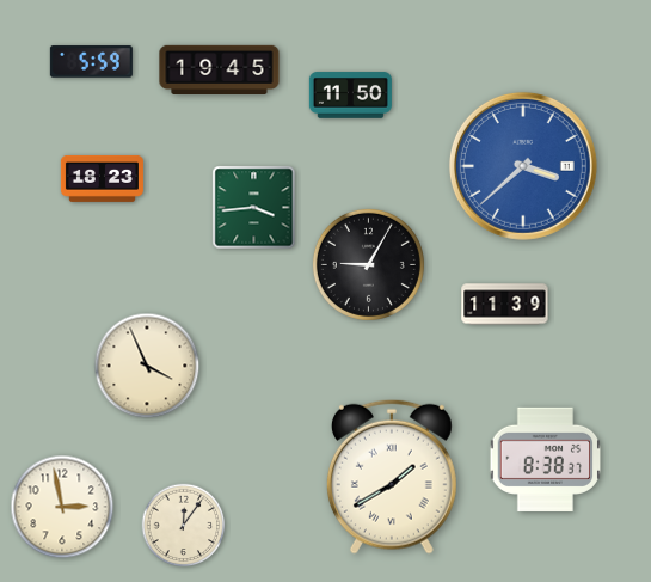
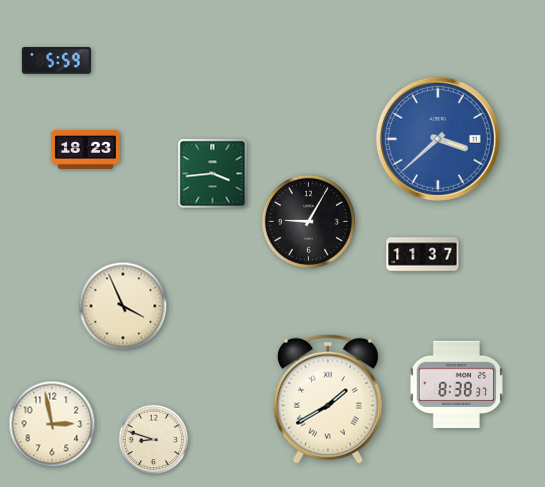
clock at (91, 62) position: (91, 62) -> (56, 61)
clock at (220, 69): 19:45 -> none
clock at (350, 96): 11:50 -> none
clock at (505, 305): 11:39 -> 11:37
clock at (184, 526): 12:06 -> 8:48
